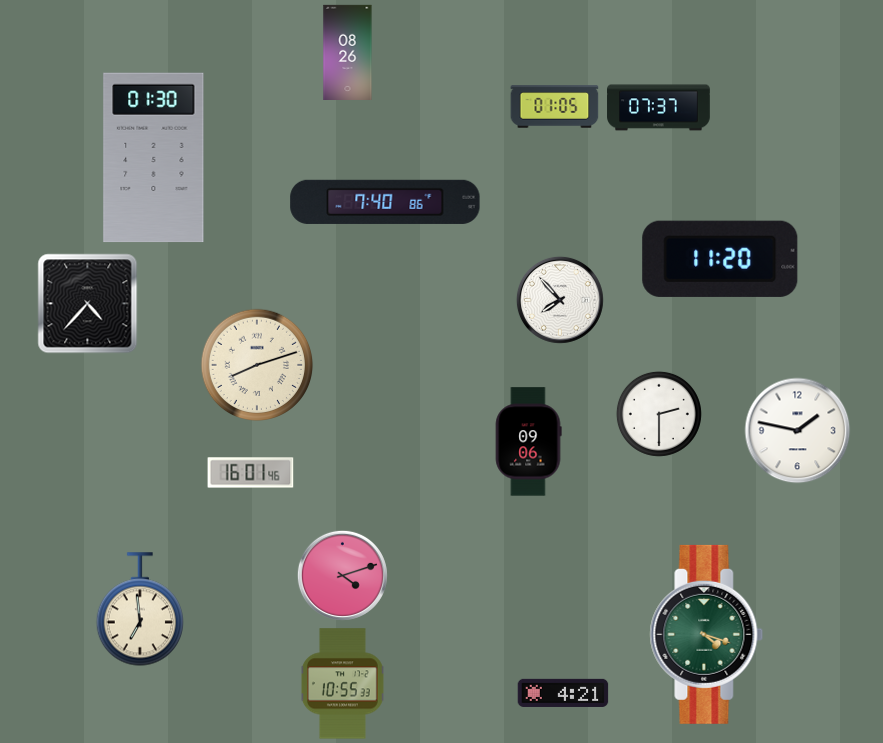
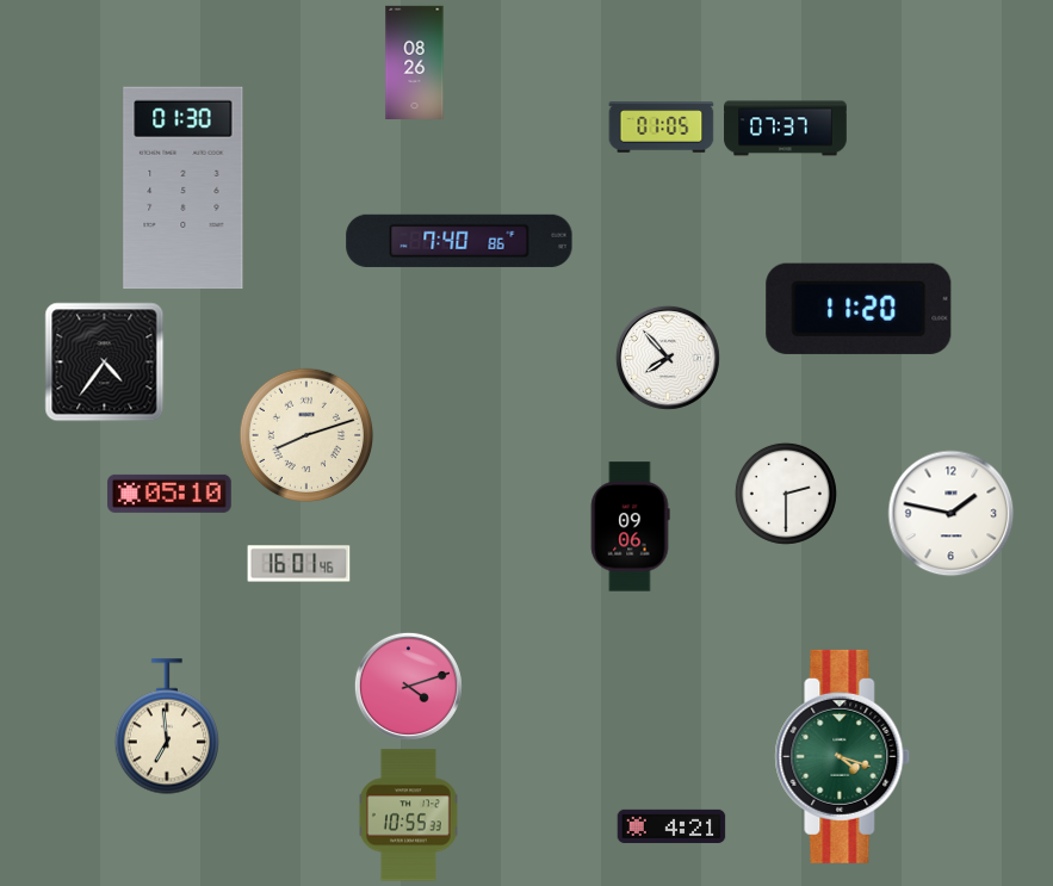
clock at (88, 304): 4:37 -> 4:36
clock at (169, 494): none -> 05:10
